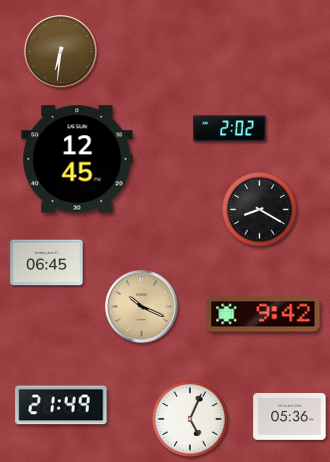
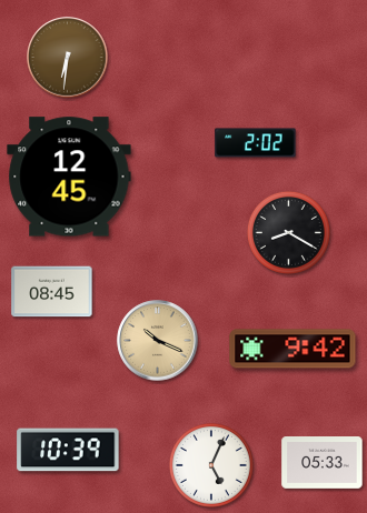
clock at (77, 159) position: (77, 159) -> (69, 177)
clock at (47, 263): 06:45 -> 08:45
clock at (61, 405): 21:49 -> 10:39
clock at (290, 417): 05:36 -> 05:33
